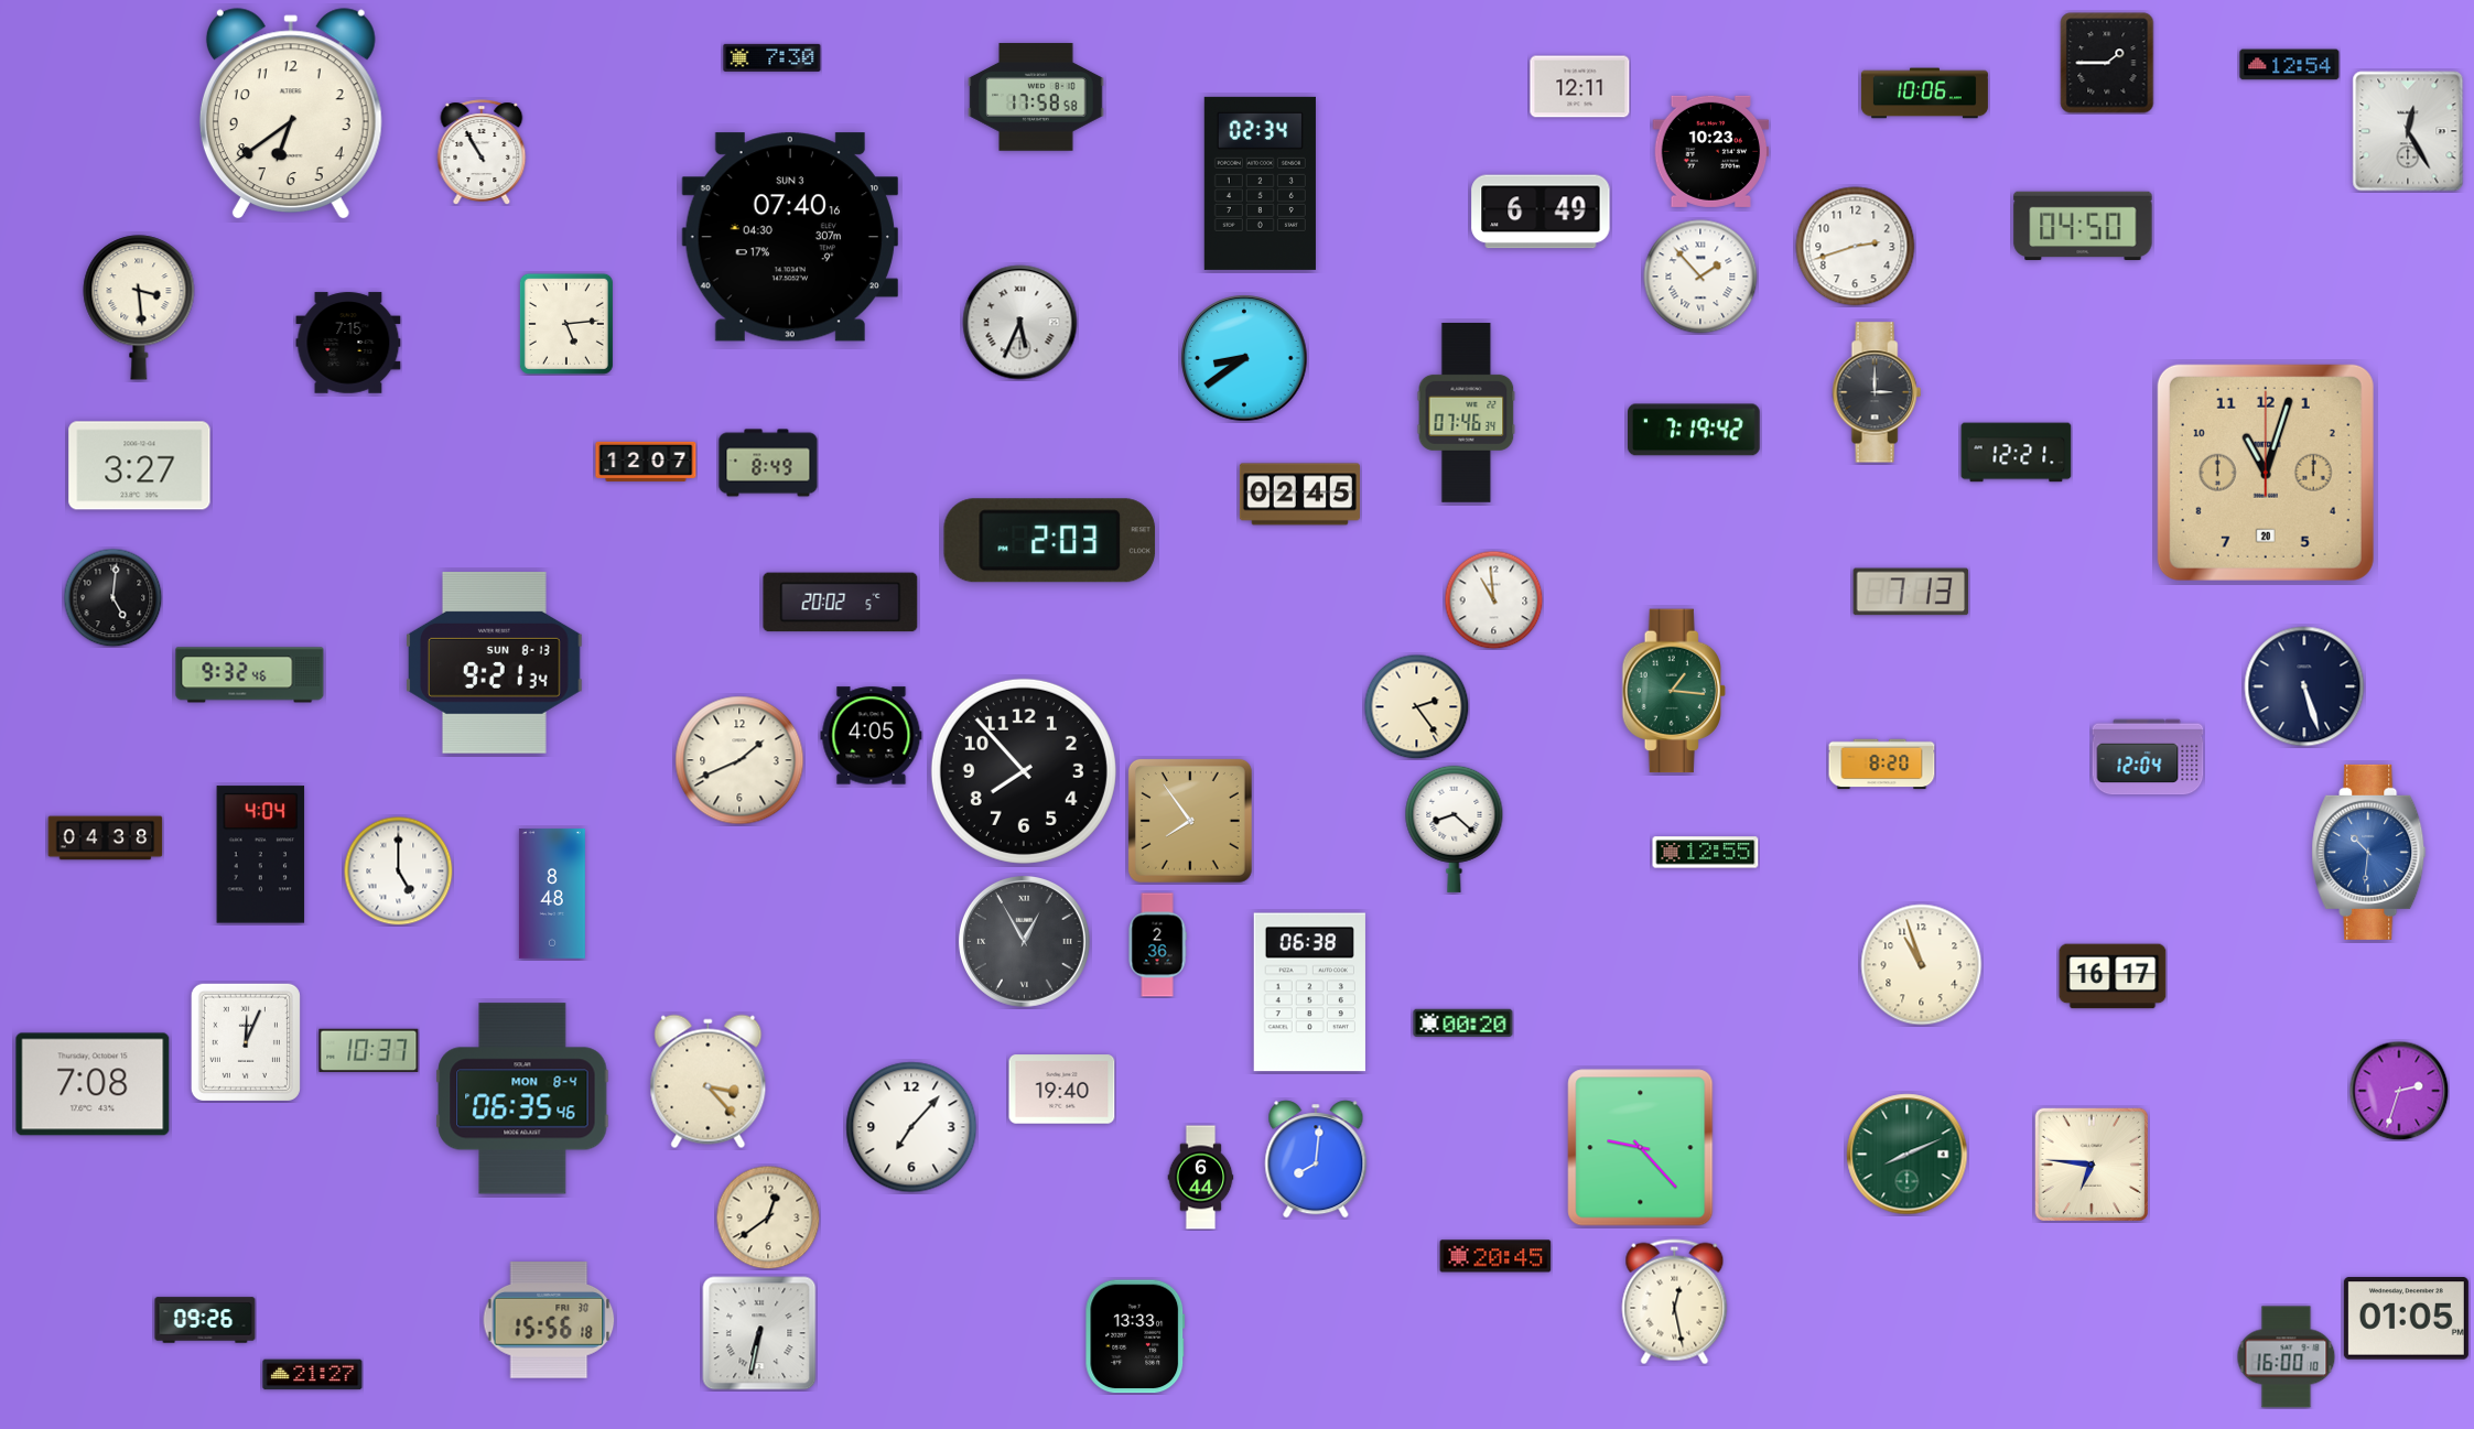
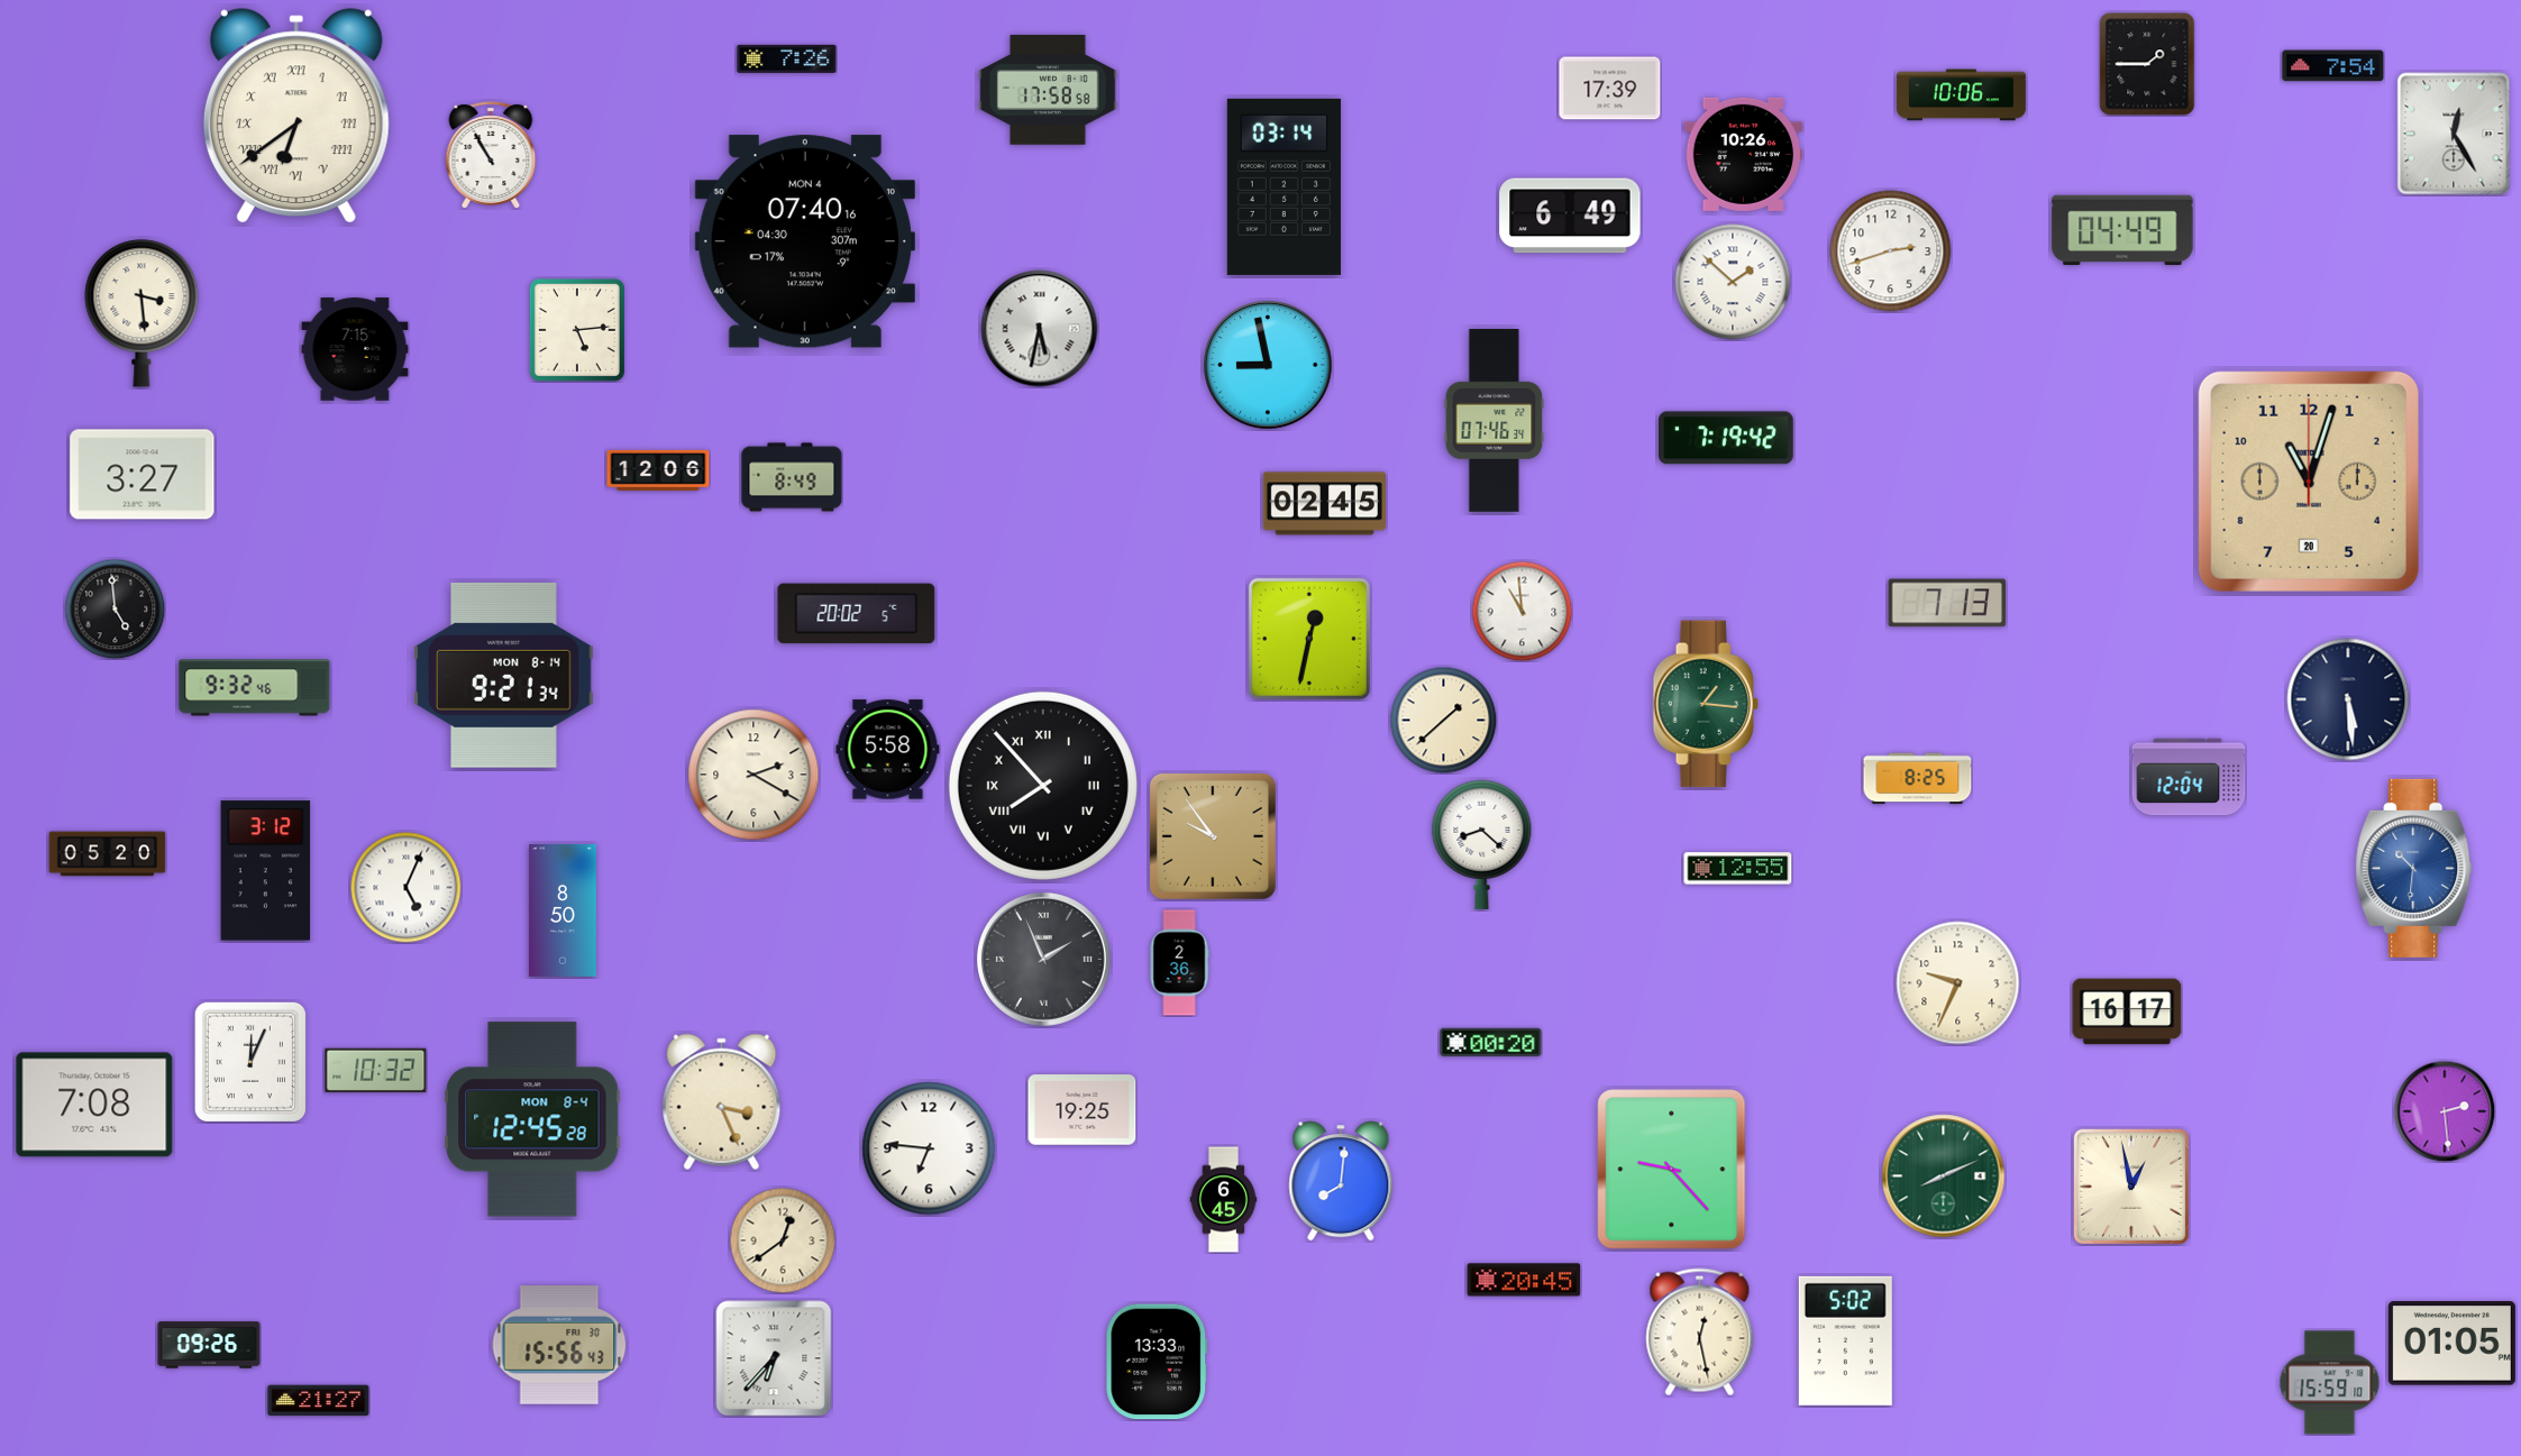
clock at (773, 57): 7:30 -> 7:26
clock at (2290, 65): 12:54 -> 7:54
clock at (1580, 87): 12:11 -> 17:39
clock at (1036, 97) position: (1036, 97) -> (1048, 90)
clock at (291, 113) numerals: Arabic -> Roman
clock at (1711, 151): 10:23 -> 10:26
clock at (1260, 183): 02:34 -> 03:14
clock at (2083, 226): 04:50 -> 04:49
clock at (790, 237) date: SUN 3 -> MON 4
clock at (1700, 277): 1:53 -> 1:52
clock at (1020, 323): 5:34 -> 5:32
clock at (1244, 358): 8:39 -> 8:58
clock at (1877, 392): 3:00 -> none
clock at (2017, 453): 12:21 -> none
clock at (646, 462): 12:07 -> 12:06
clock at (768, 463) position: (768, 463) -> (792, 477)
clock at (1049, 541): 2:03 -> none
clock at (112, 597): 5:01 -> 4:59
clock at (1309, 639): none -> 12:32
clock at (495, 662) date: SUN 8-13 -> MON 8-14
clock at (2304, 686): 5:27 -> 5:29
clock at (1416, 706): 2:24 -> 1:38
clock at (872, 736): 4:05 -> 5:58
clock at (2148, 757) position: (2148, 757) -> (2189, 777)
clock at (739, 760): 1:41 -> 2:20
clock at (1882, 765): 8:20 -> 8:25
clock at (1024, 771) numerals: Arabic -> Roman
clock at (1190, 821): 7:54 -> 9:54
clock at (106, 838): 04:38 -> 05:20
clock at (261, 855): 4:04 -> 3:12
clock at (399, 872): 5:00 -> 5:04
clock at (552, 895): 8:48 -> 8:50
clock at (1024, 941): 12:55 -> 1:56
clock at (1922, 965): 10:57 -> 9:34
clock at (2113, 976) position: (2113, 976) -> (2127, 1011)
clock at (1309, 993): 06:38 -> none
clock at (369, 1050): 10:37 -> 10:32
clock at (709, 1082): 3:23 -> 3:26
clock at (1062, 1090): 19:40 -> 19:25
clock at (2399, 1091): 2:33 -> 2:29
clock at (522, 1098): 06:35 -> 12:45
clock at (911, 1127): 7:07 -> 6:46
clock at (2092, 1165): 6:46 -> 12:58
clock at (1201, 1178): 6:44 -> 6:45
clock at (1675, 1302) position: (1675, 1302) -> (1700, 1333)
clock at (1845, 1340): none -> 5:02
clock at (549, 1320): 15:56:18 -> 15:56:43
clock at (759, 1333): 6:32 -> 6:37
clock at (2287, 1357): 16:00 -> 15:59
